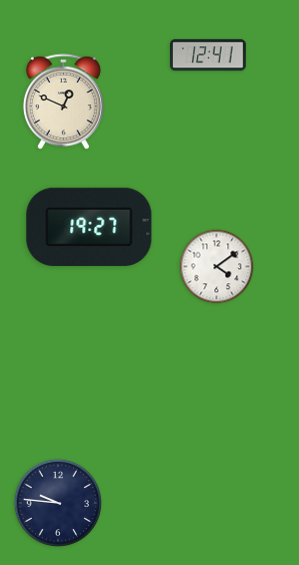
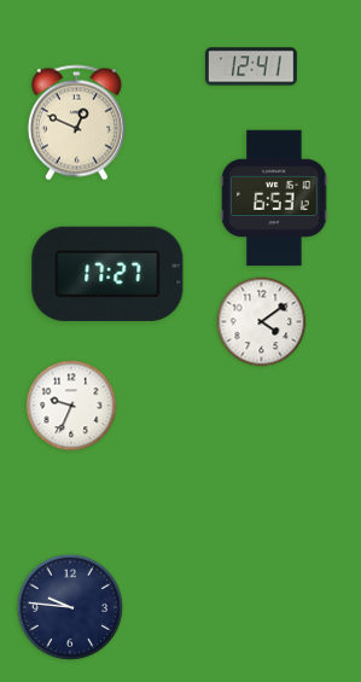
clock at (274, 198): none -> 6:53
clock at (89, 227): 19:27 -> 17:27
clock at (71, 406): none -> 9:34
